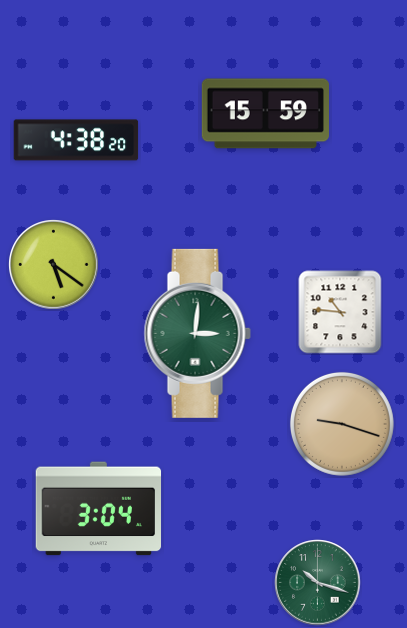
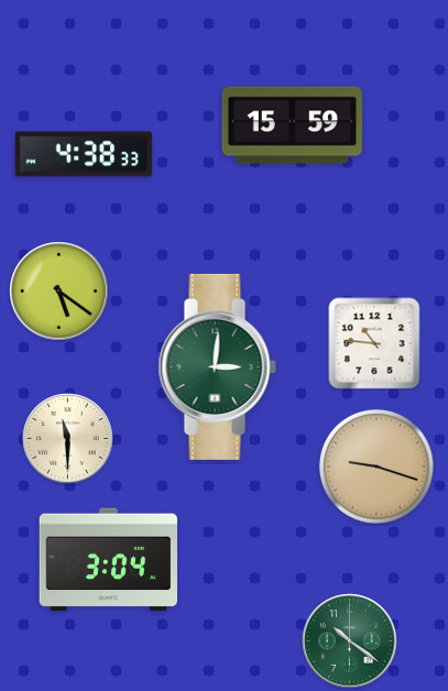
clock at (76, 140): 4:38:20 -> 4:38:33
clock at (68, 439): none -> 11:30
clock at (318, 583): 10:18 -> 10:21
